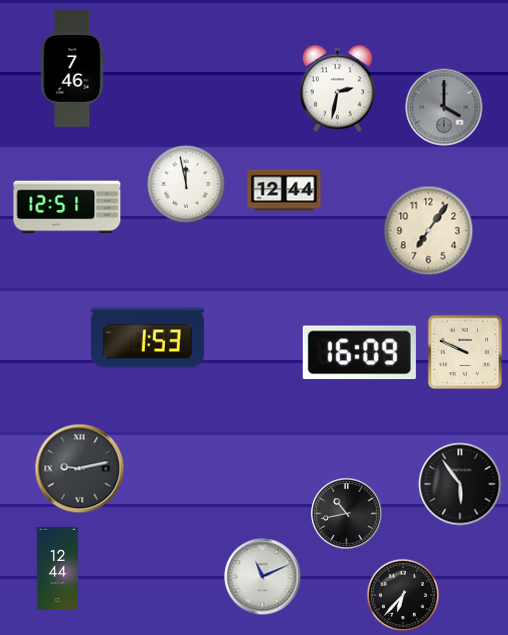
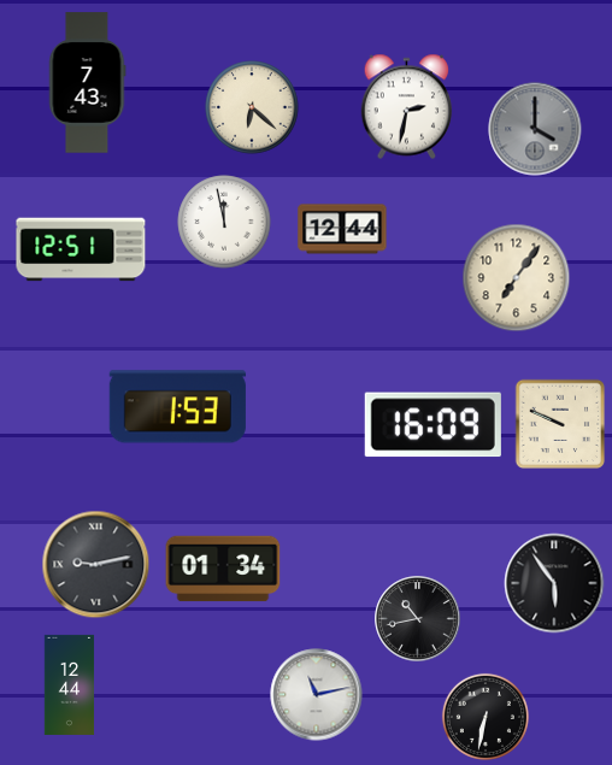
clock at (72, 69): 7:46 -> 7:43
clock at (252, 107): none -> 6:22
clock at (223, 569): none -> 01:34
clock at (263, 577): 11:11 -> 11:13
clock at (403, 595): 6:37 -> 6:32
